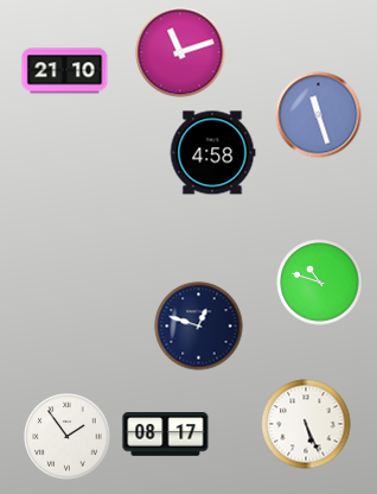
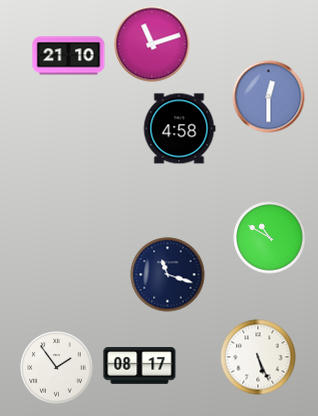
clock at (65, 71) position: (65, 71) -> (69, 56)
clock at (319, 115): 11:27 -> 12:30
clock at (320, 283): 10:48 -> 10:50
clock at (199, 327): 12:48 -> 11:18
